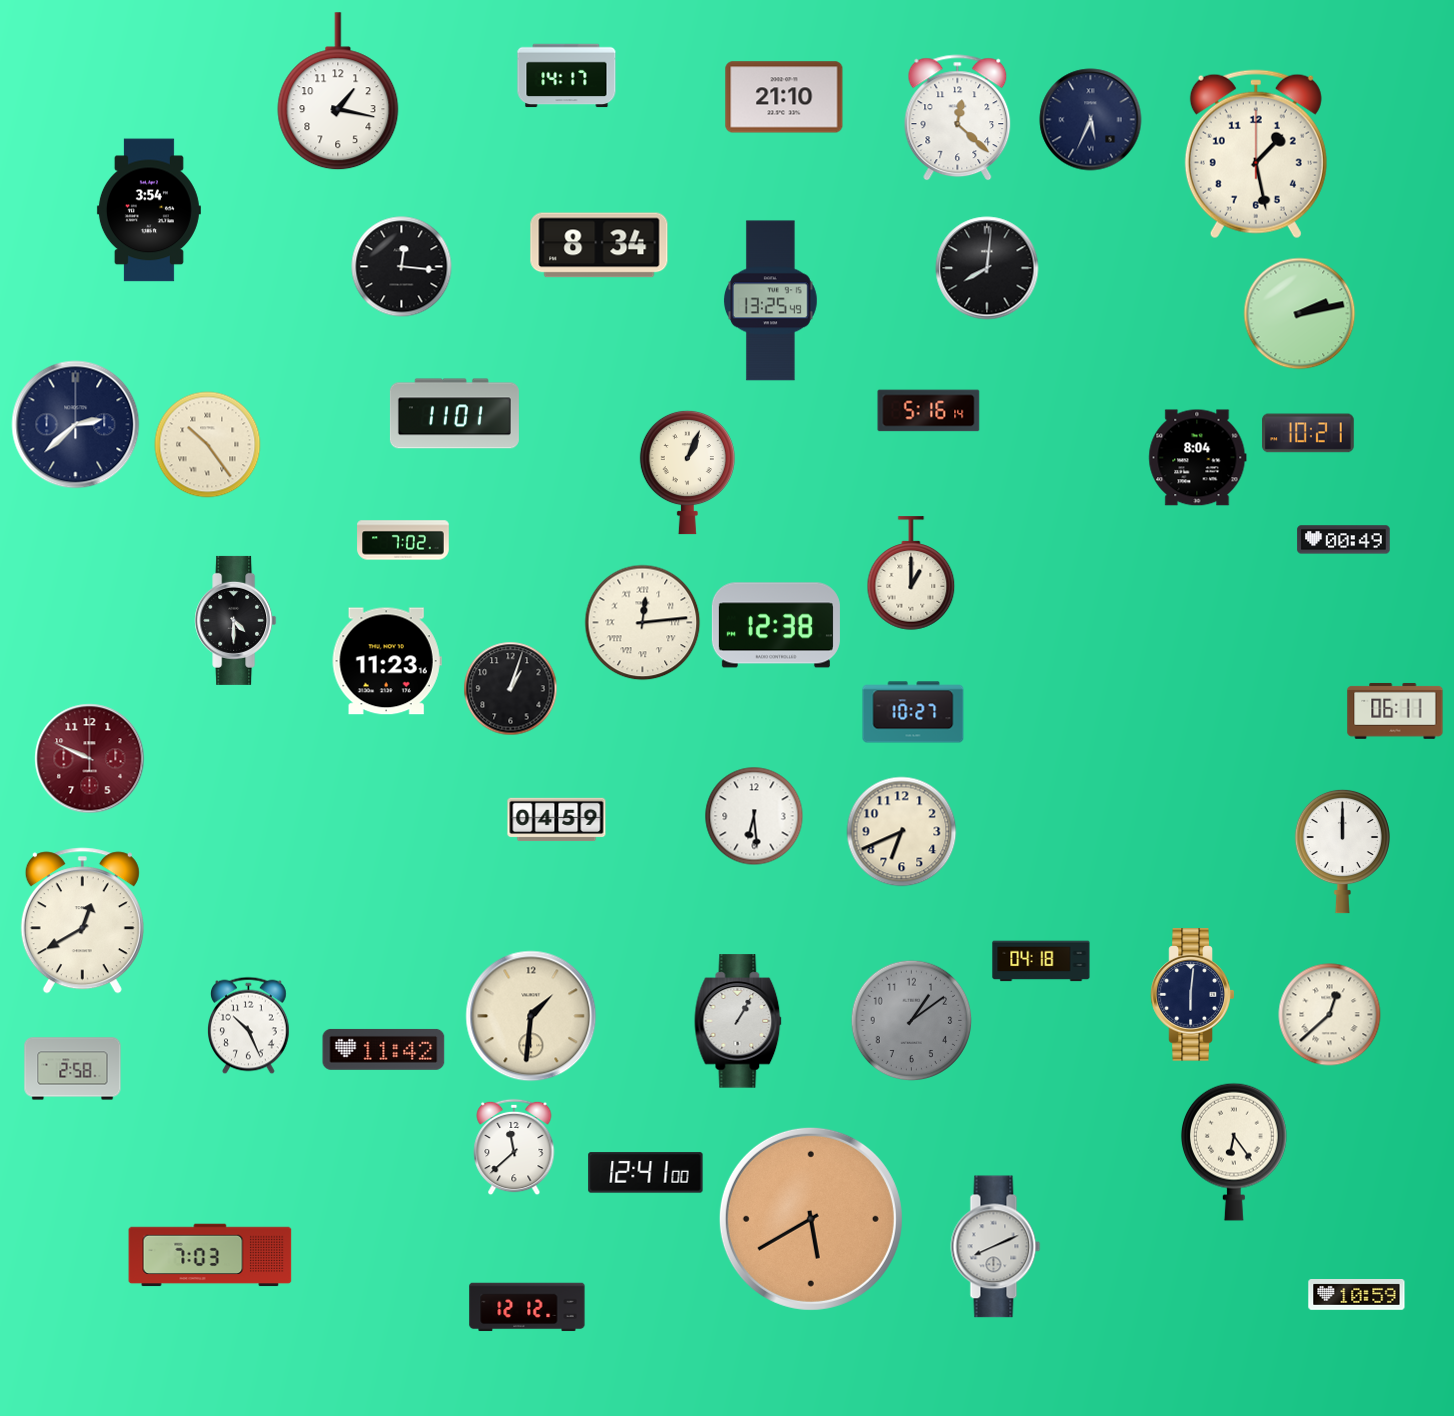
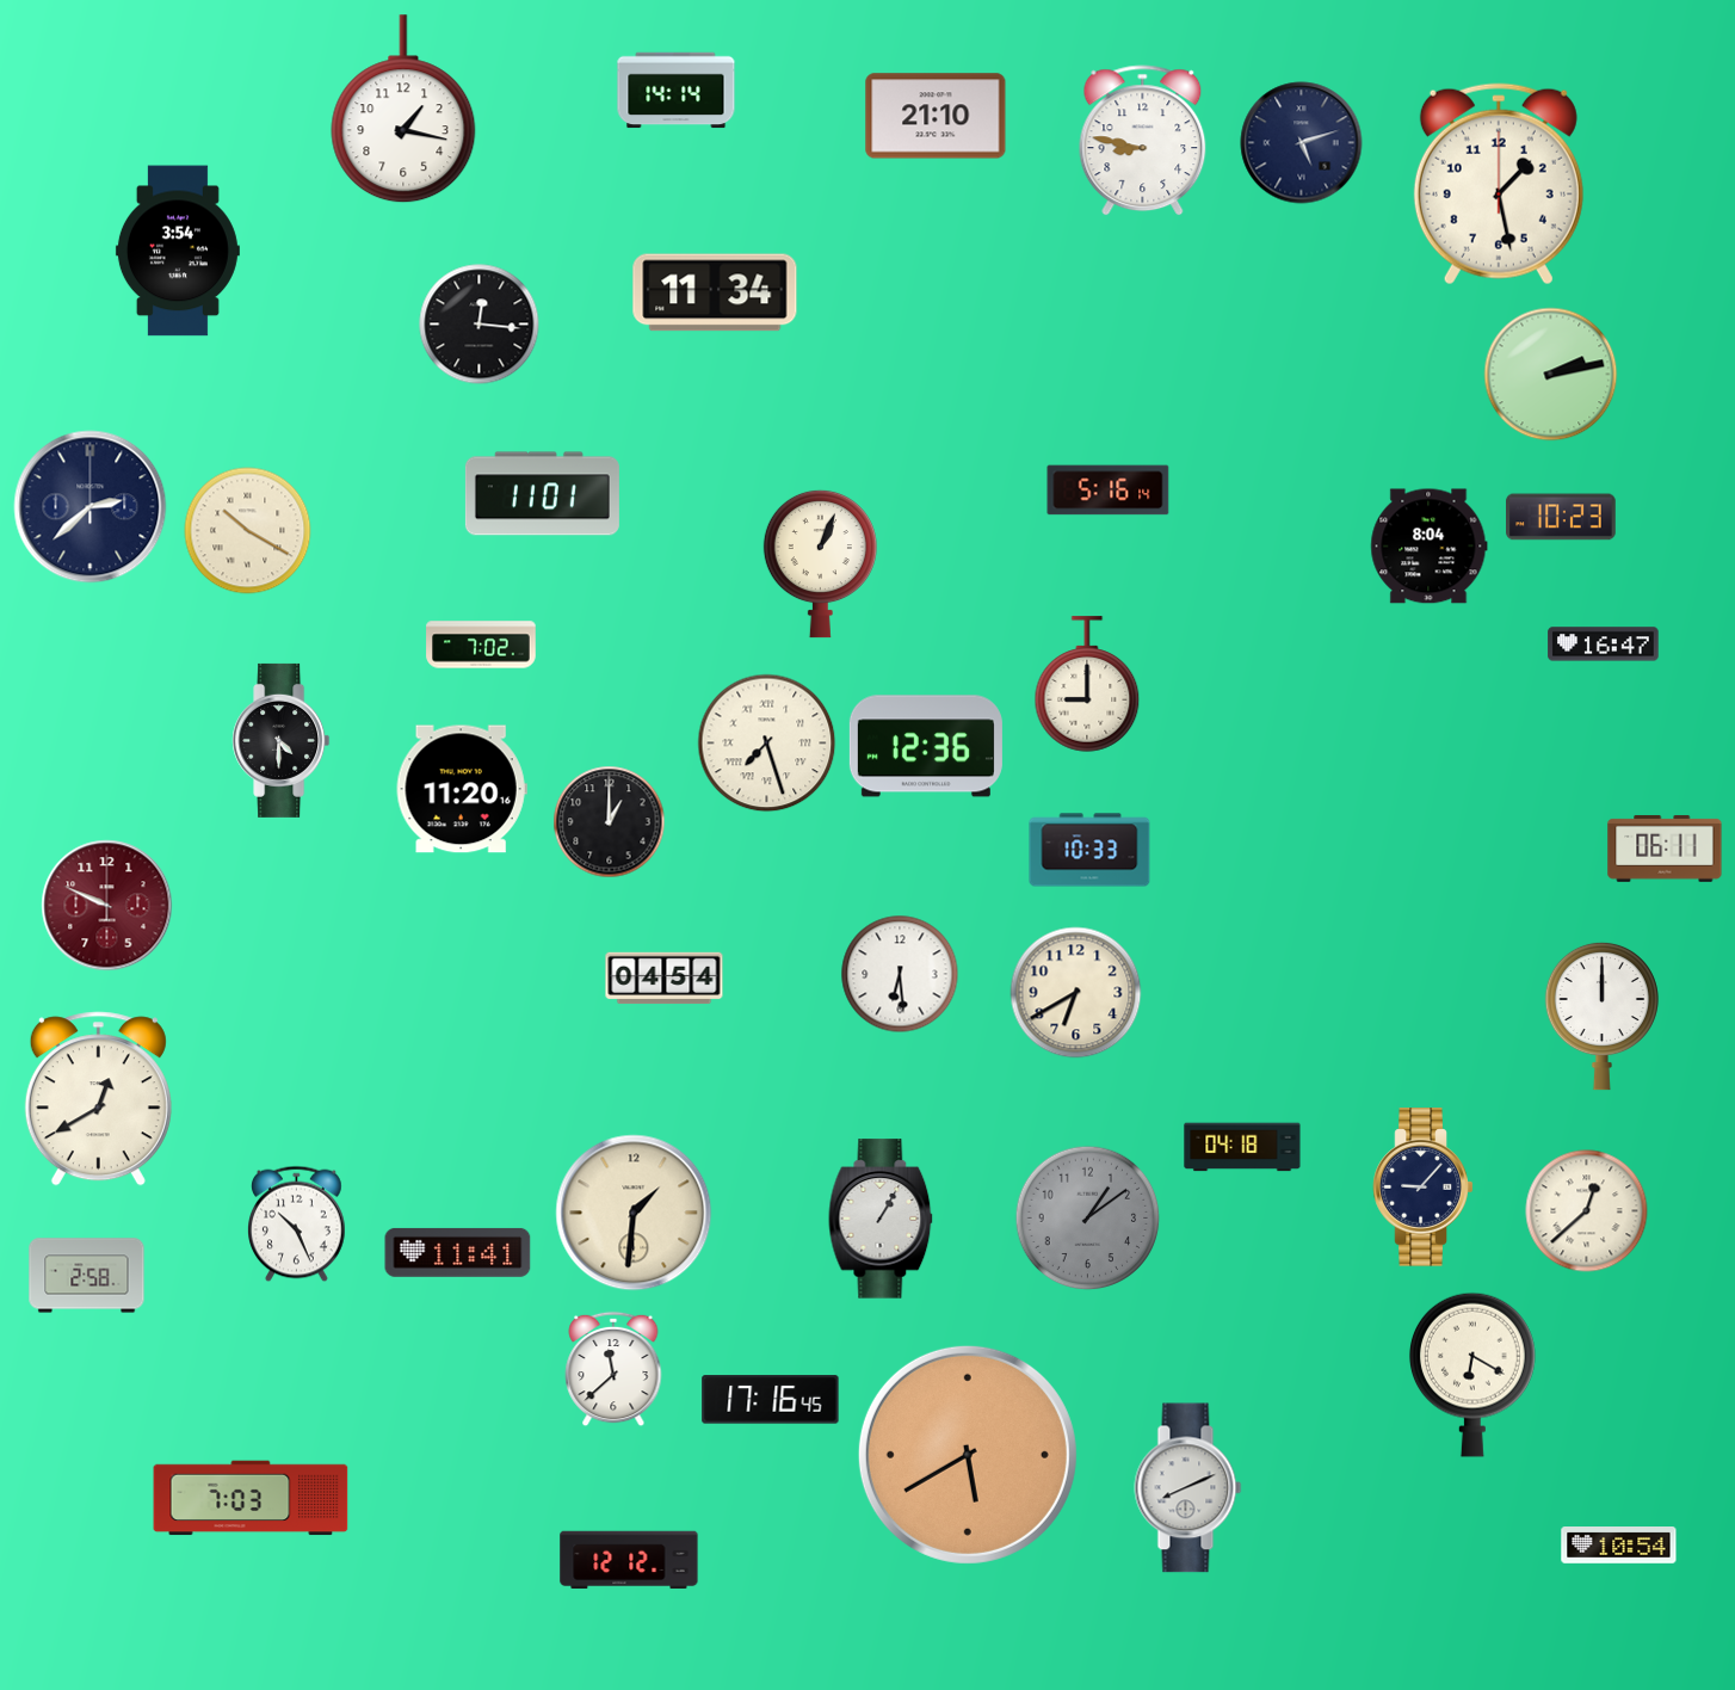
clock at (567, 76): 14:17 -> 14:14
clock at (958, 118): 12:22 -> 8:47
clock at (1091, 120): 5:34 -> 5:12
clock at (599, 245): 8:34 -> 11:34
clock at (402, 267) position: (402, 267) -> (480, 325)
clock at (987, 268): 8:01 -> none
clock at (770, 301): 13:25 -> none
clock at (1308, 433): 10:21 -> 10:23
clock at (208, 445): 10:24 -> 10:20
clock at (1344, 540): 00:49 -> 16:47
clock at (911, 573): 1:00 -> 9:00
clock at (643, 623): 12:14 -> 7:27
clock at (776, 625): 12:38 -> 12:36
clock at (387, 661): 11:23 -> 11:20
clock at (511, 689): 1:03 -> 1:00
clock at (913, 712): 10:27 -> 10:33
clock at (557, 820): 04:59 -> 04:54
clock at (902, 832): 6:41 -> 6:40
clock at (1193, 995): 6:01 -> 9:07
clock at (384, 1049): 11:42 -> 11:41
clock at (1234, 1152): 6:24 -> 6:20
clock at (646, 1173): 12:41 -> 17:16
clock at (1357, 1295): 10:59 -> 10:54
